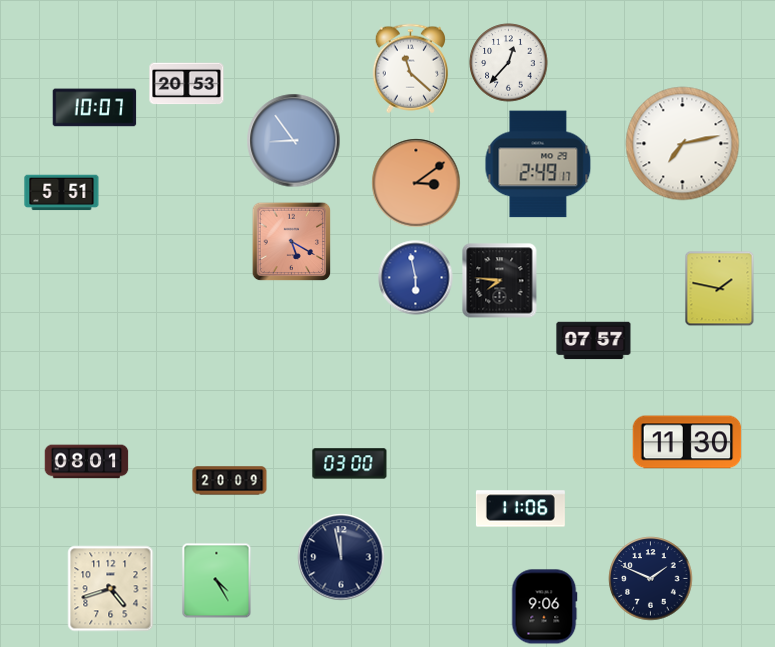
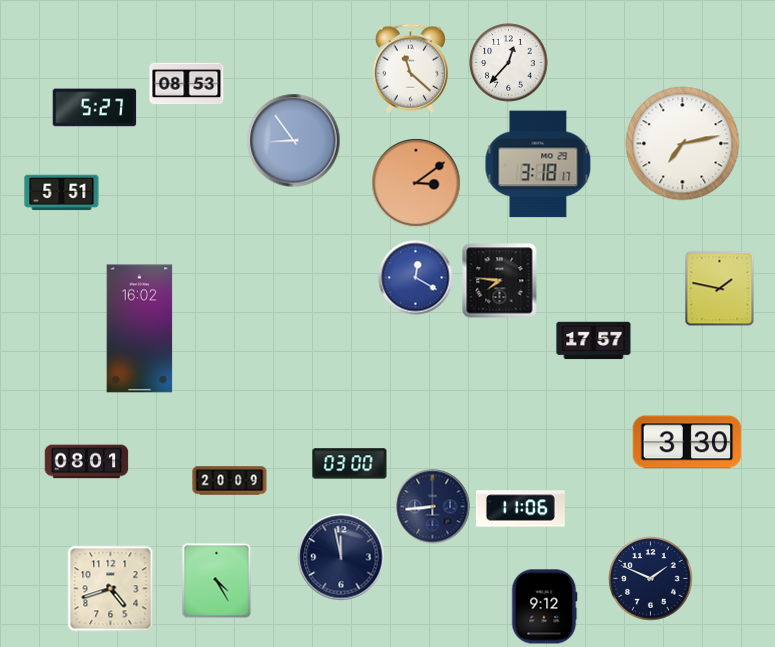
clock at (187, 84): 20:53 -> 08:53
clock at (95, 108): 10:07 -> 5:27
clock at (538, 164): 2:49 -> 3:18
clock at (292, 242): 5:20 -> none
clock at (416, 278): 5:58 -> 12:20
clock at (140, 329): none -> 16:02
clock at (594, 341): 07:57 -> 17:57
clock at (687, 442): 11:30 -> 3:30
clock at (433, 507): none -> 8:44
clock at (544, 607): 9:06 -> 9:12
